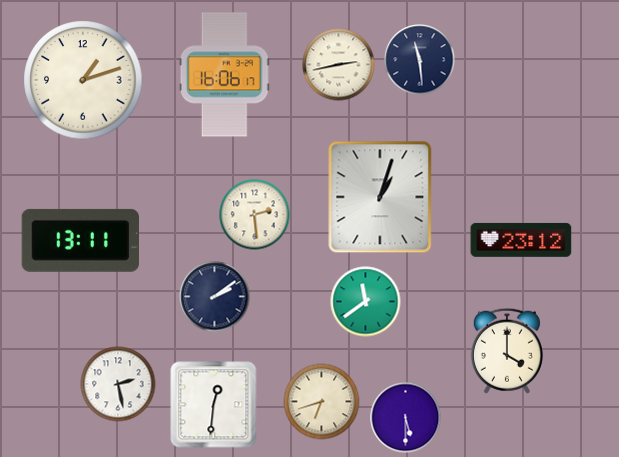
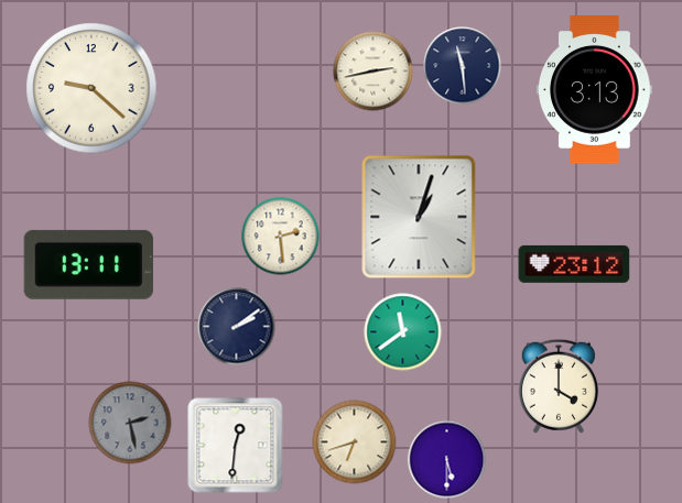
clock at (224, 75): 16:06 -> none
clock at (83, 80): 1:12 -> 9:22
clock at (595, 90): none -> 3:13
clock at (118, 384) dial: white -> grey
